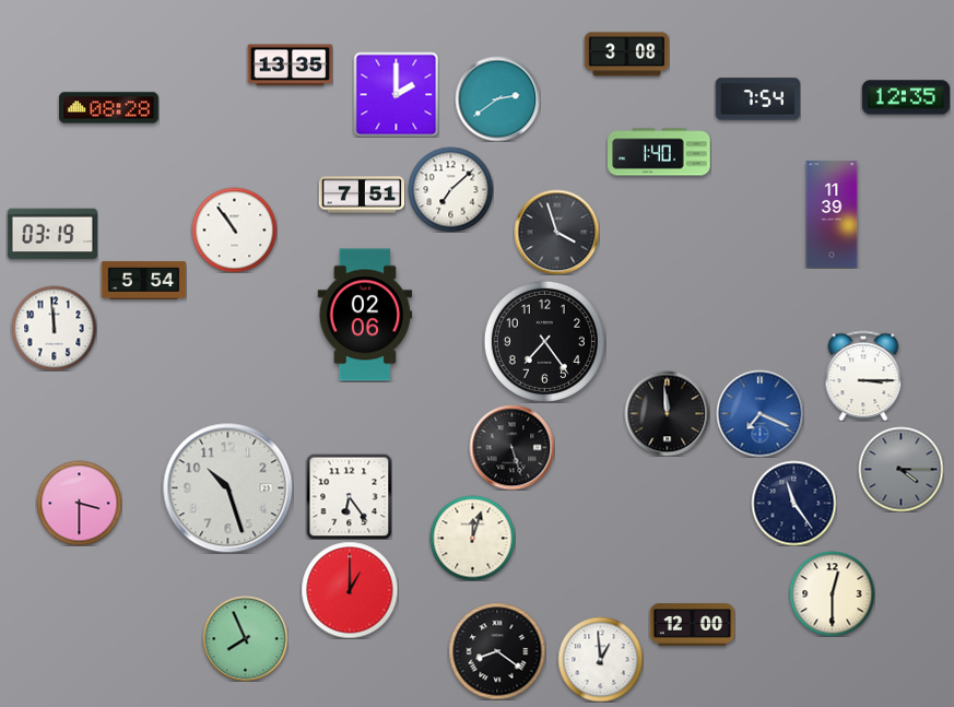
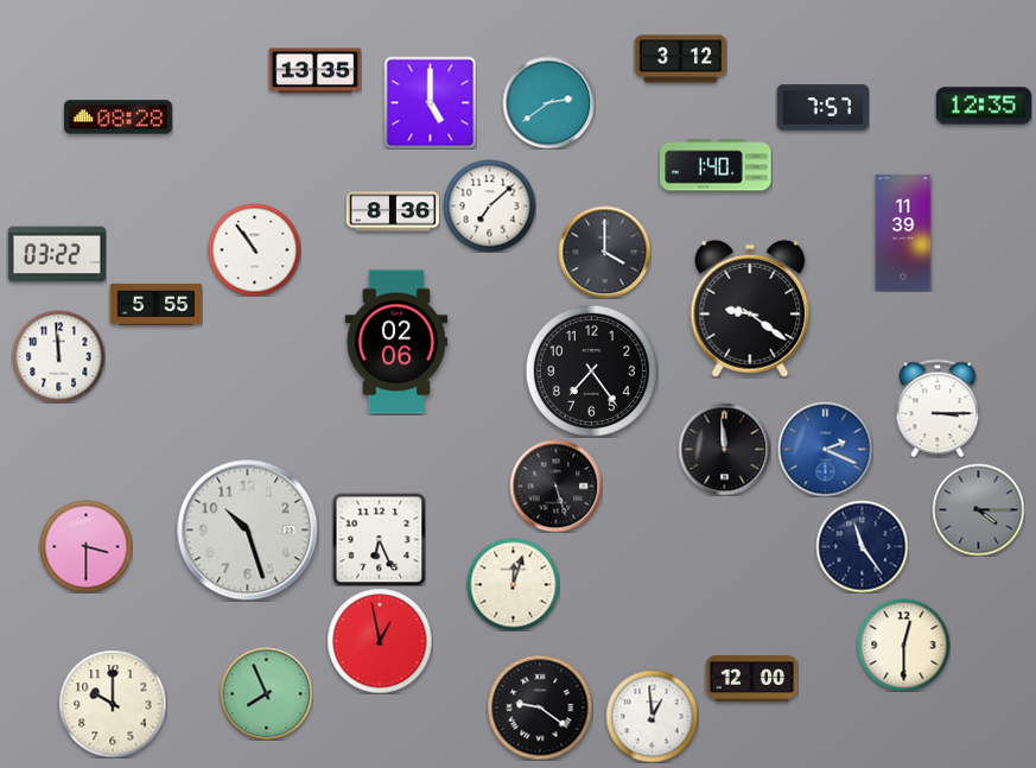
clock at (626, 55): 3:08 -> 3:12
clock at (396, 94): 2:00 -> 5:00
clock at (497, 98) position: (497, 98) -> (548, 102)
clock at (757, 99): 7:54 -> 7:57
clock at (362, 195): 7:51 -> 8:36
clock at (556, 232): 3:57 -> 4:00
clock at (52, 234): 03:19 -> 03:22
clock at (143, 281): 5:54 -> 5:55
clock at (750, 309): none -> 9:21
clock at (759, 413): 7:19 -> 2:19
clock at (349, 496): 6:24 -> 6:26
clock at (350, 590): 1:00 -> 12:58
clock at (113, 704): none -> 10:00
clock at (497, 651): 8:21 -> 9:21
